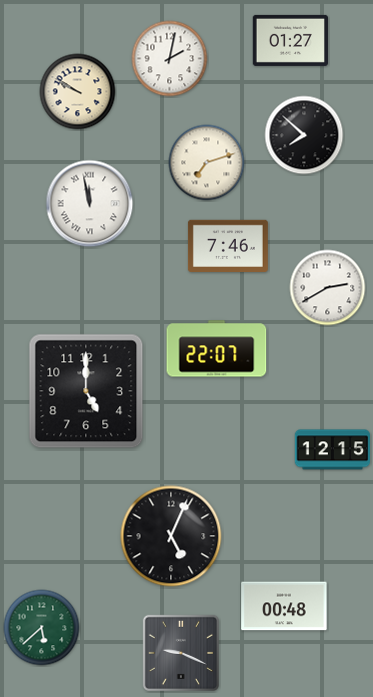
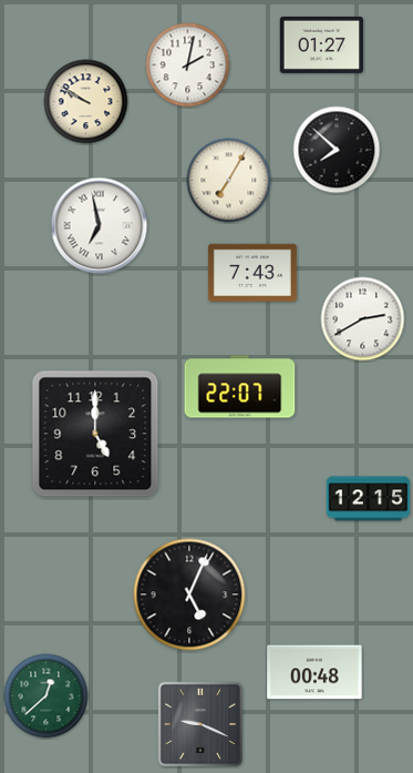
clock at (207, 163): 7:12 -> 7:05
clock at (90, 204): 11:58 -> 6:58
clock at (228, 245): 7:46 -> 7:43
clock at (42, 628): 5:38 -> 12:38
